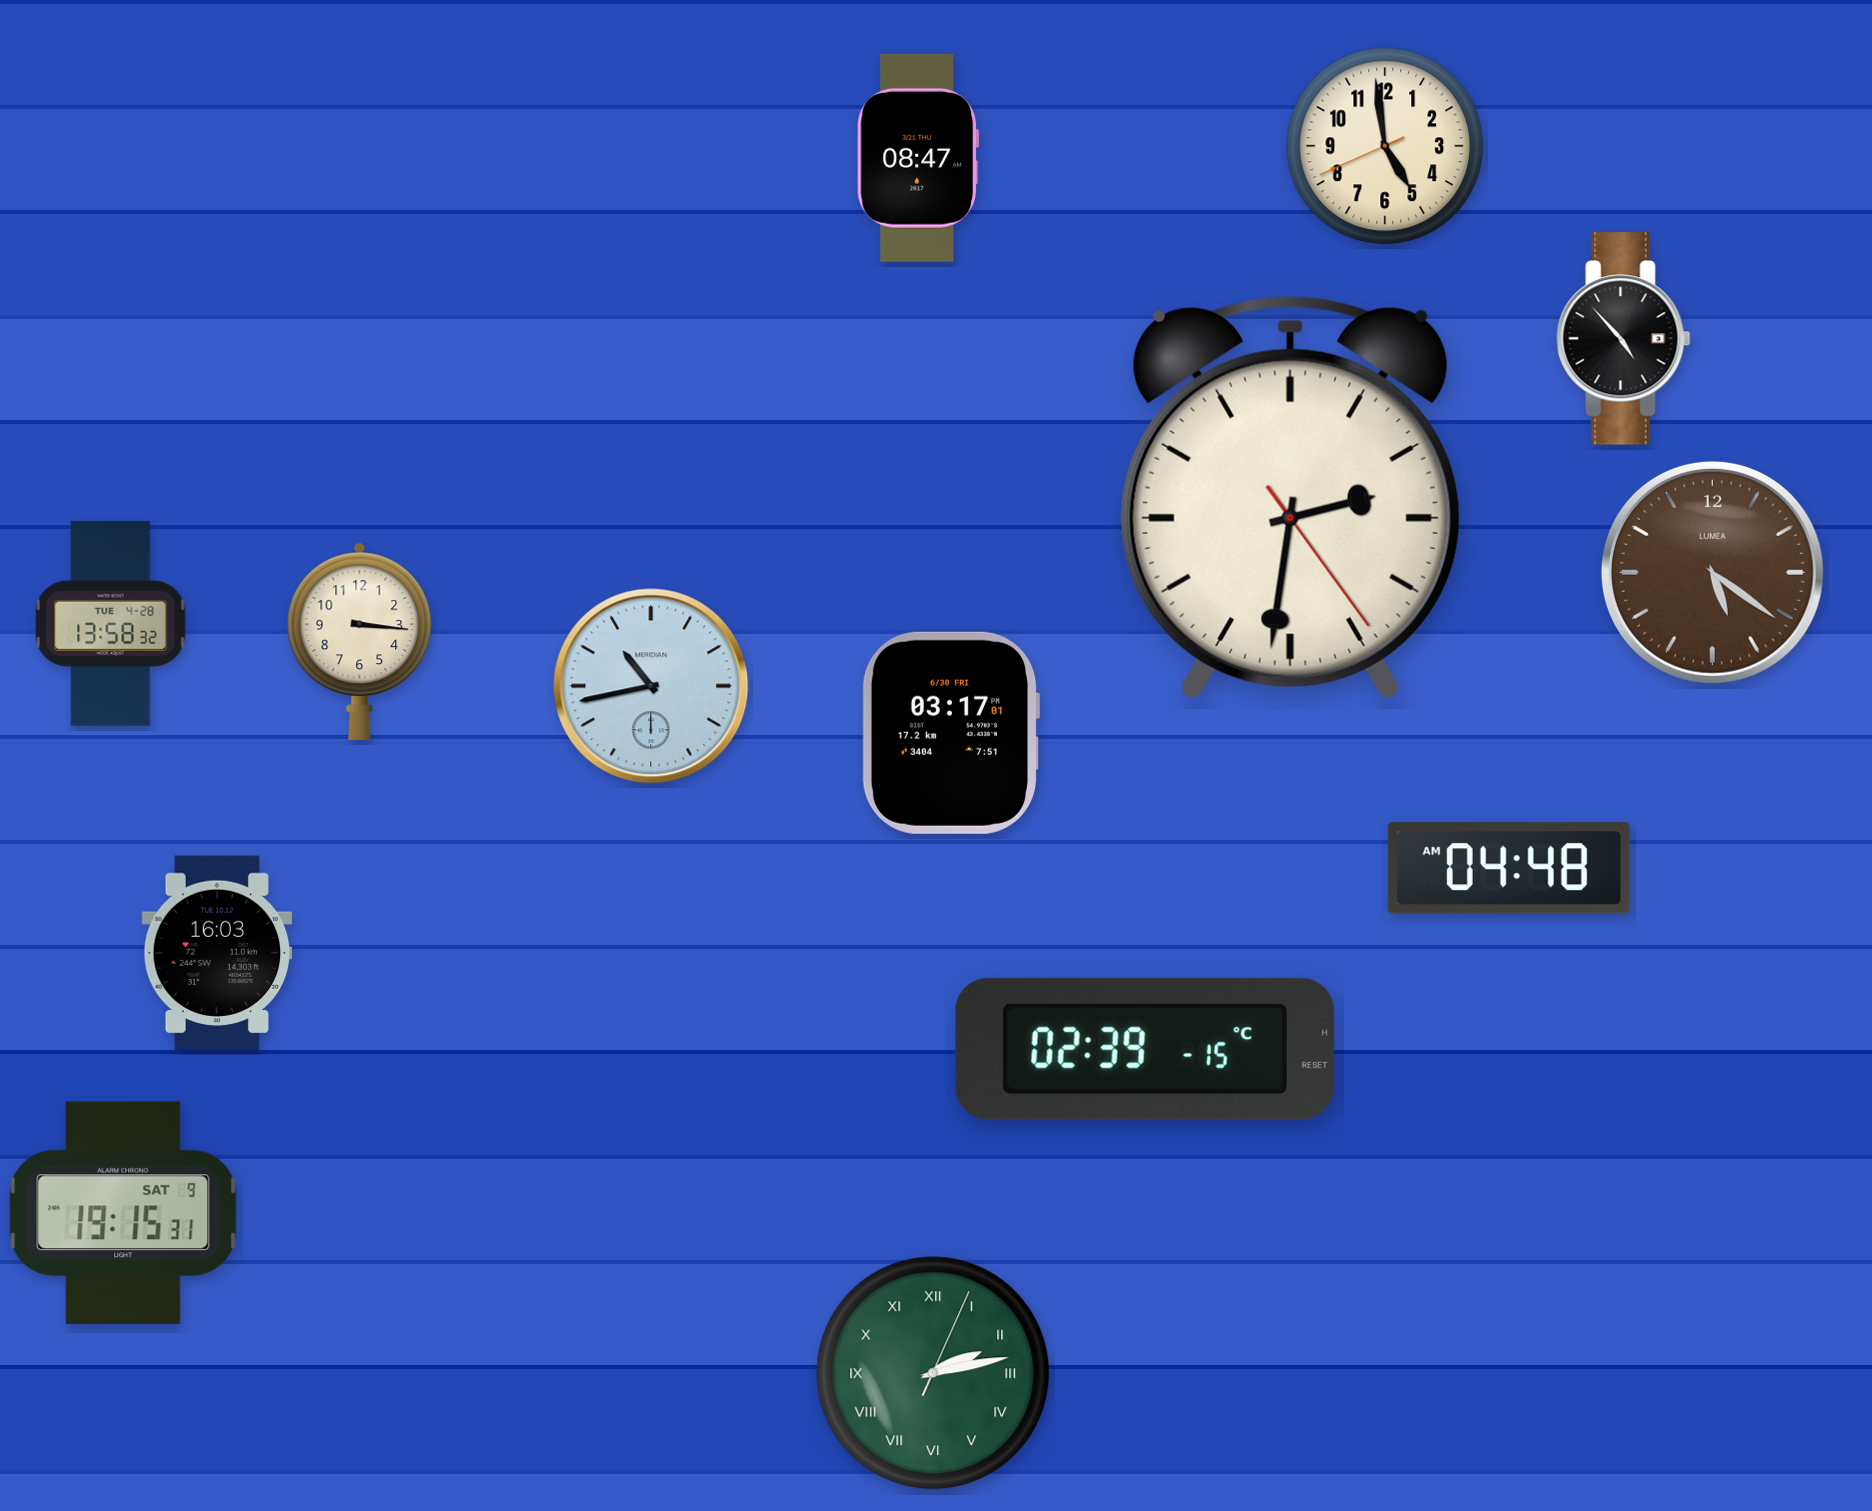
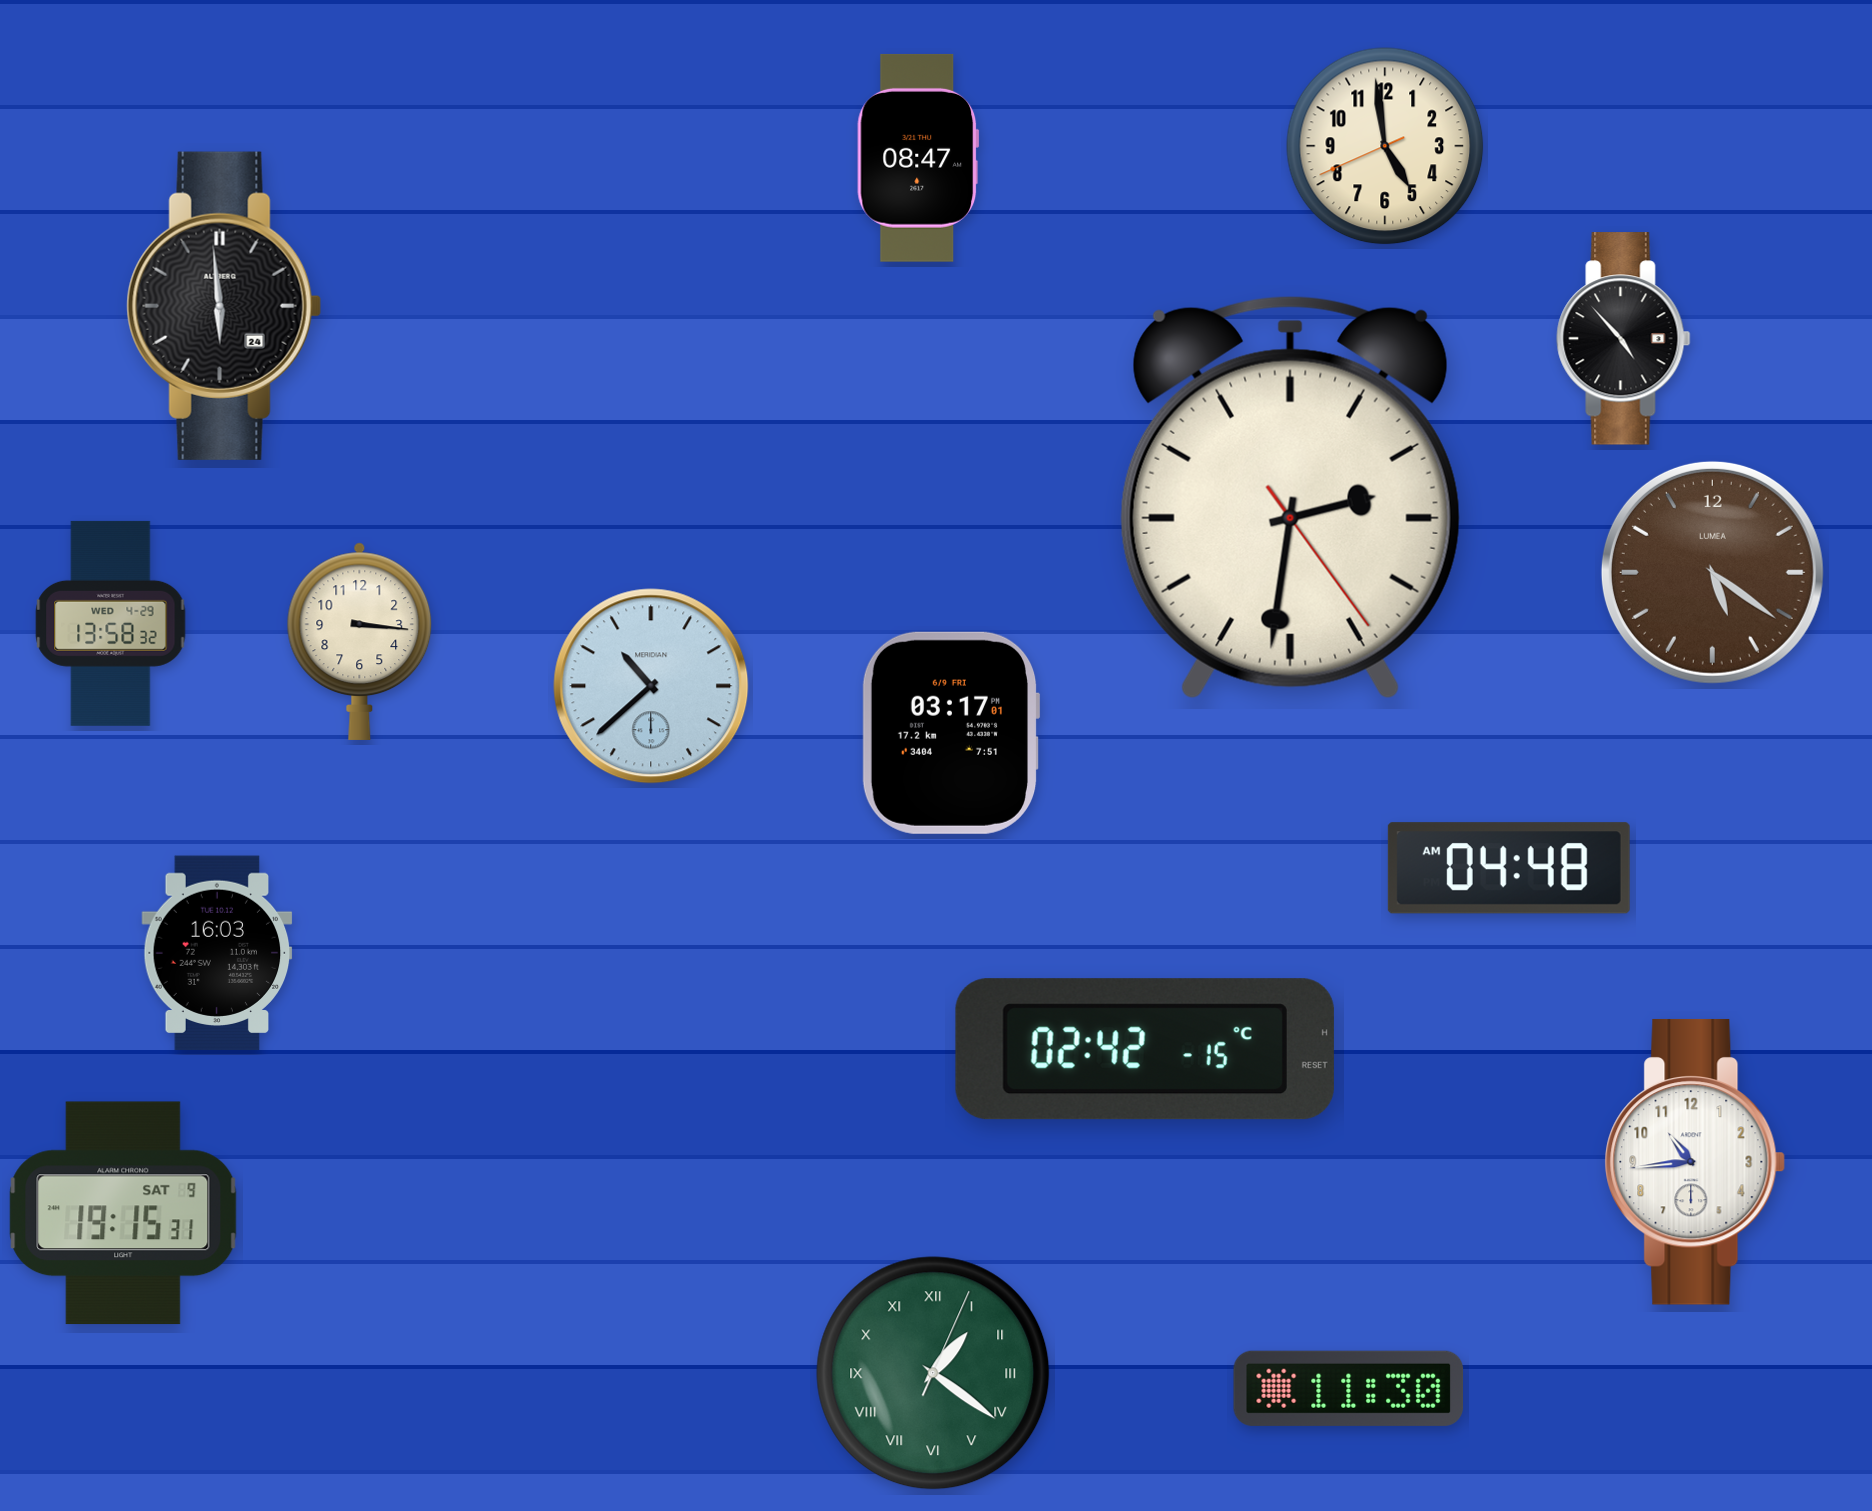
clock at (224, 306): none -> 5:59
clock at (111, 623) date: TUE 4-28 -> WED 4-29
clock at (651, 686): 10:43 -> 10:38
clock at (951, 733) date: 6/30 FRI -> 6/9 FRI
clock at (1145, 1049): 02:39 -> 02:42
clock at (1695, 1162): none -> 10:44
clock at (933, 1373): 2:13 -> 1:21
clock at (1349, 1388): none -> 11:30
